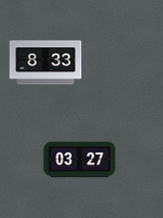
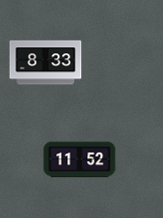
clock at (80, 160): 03:27 -> 11:52
